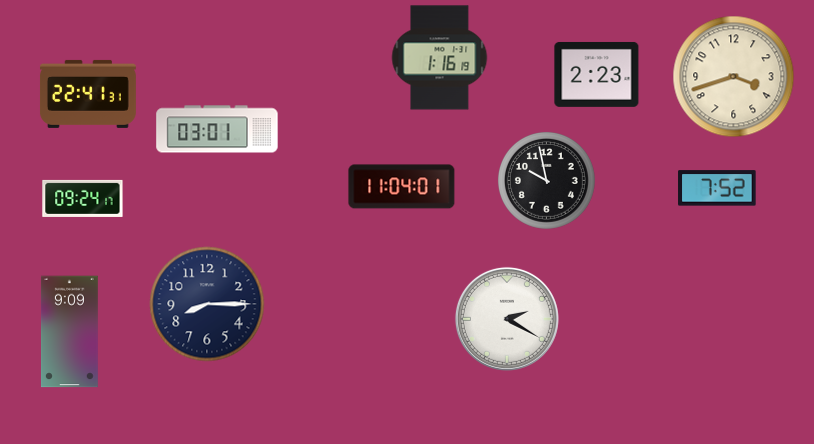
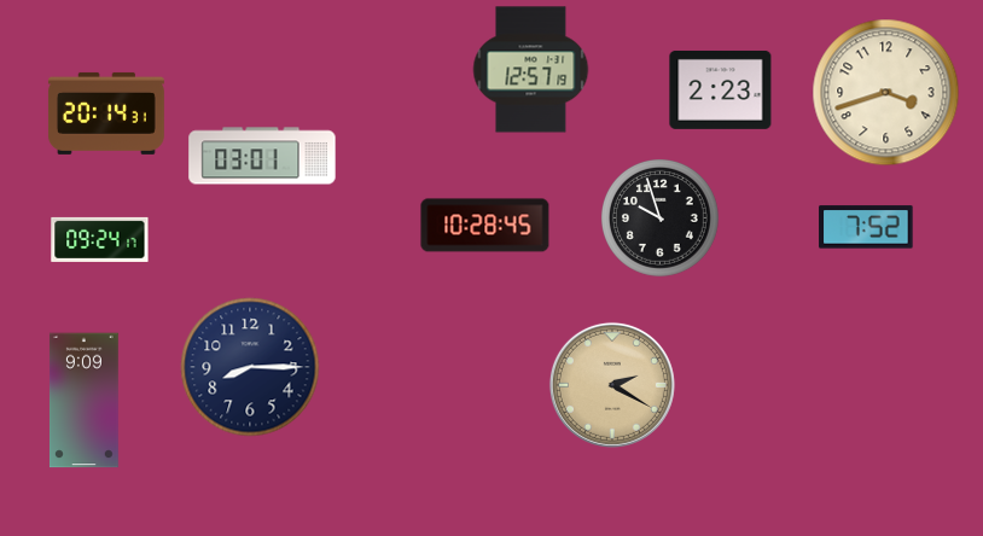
clock at (440, 58): 1:16 -> 12:57
clock at (88, 94): 22:41 -> 20:14
clock at (546, 180): 9:58 -> 9:57
clock at (402, 187): 11:04 -> 10:28
clock at (507, 319) dial: white -> champagne
